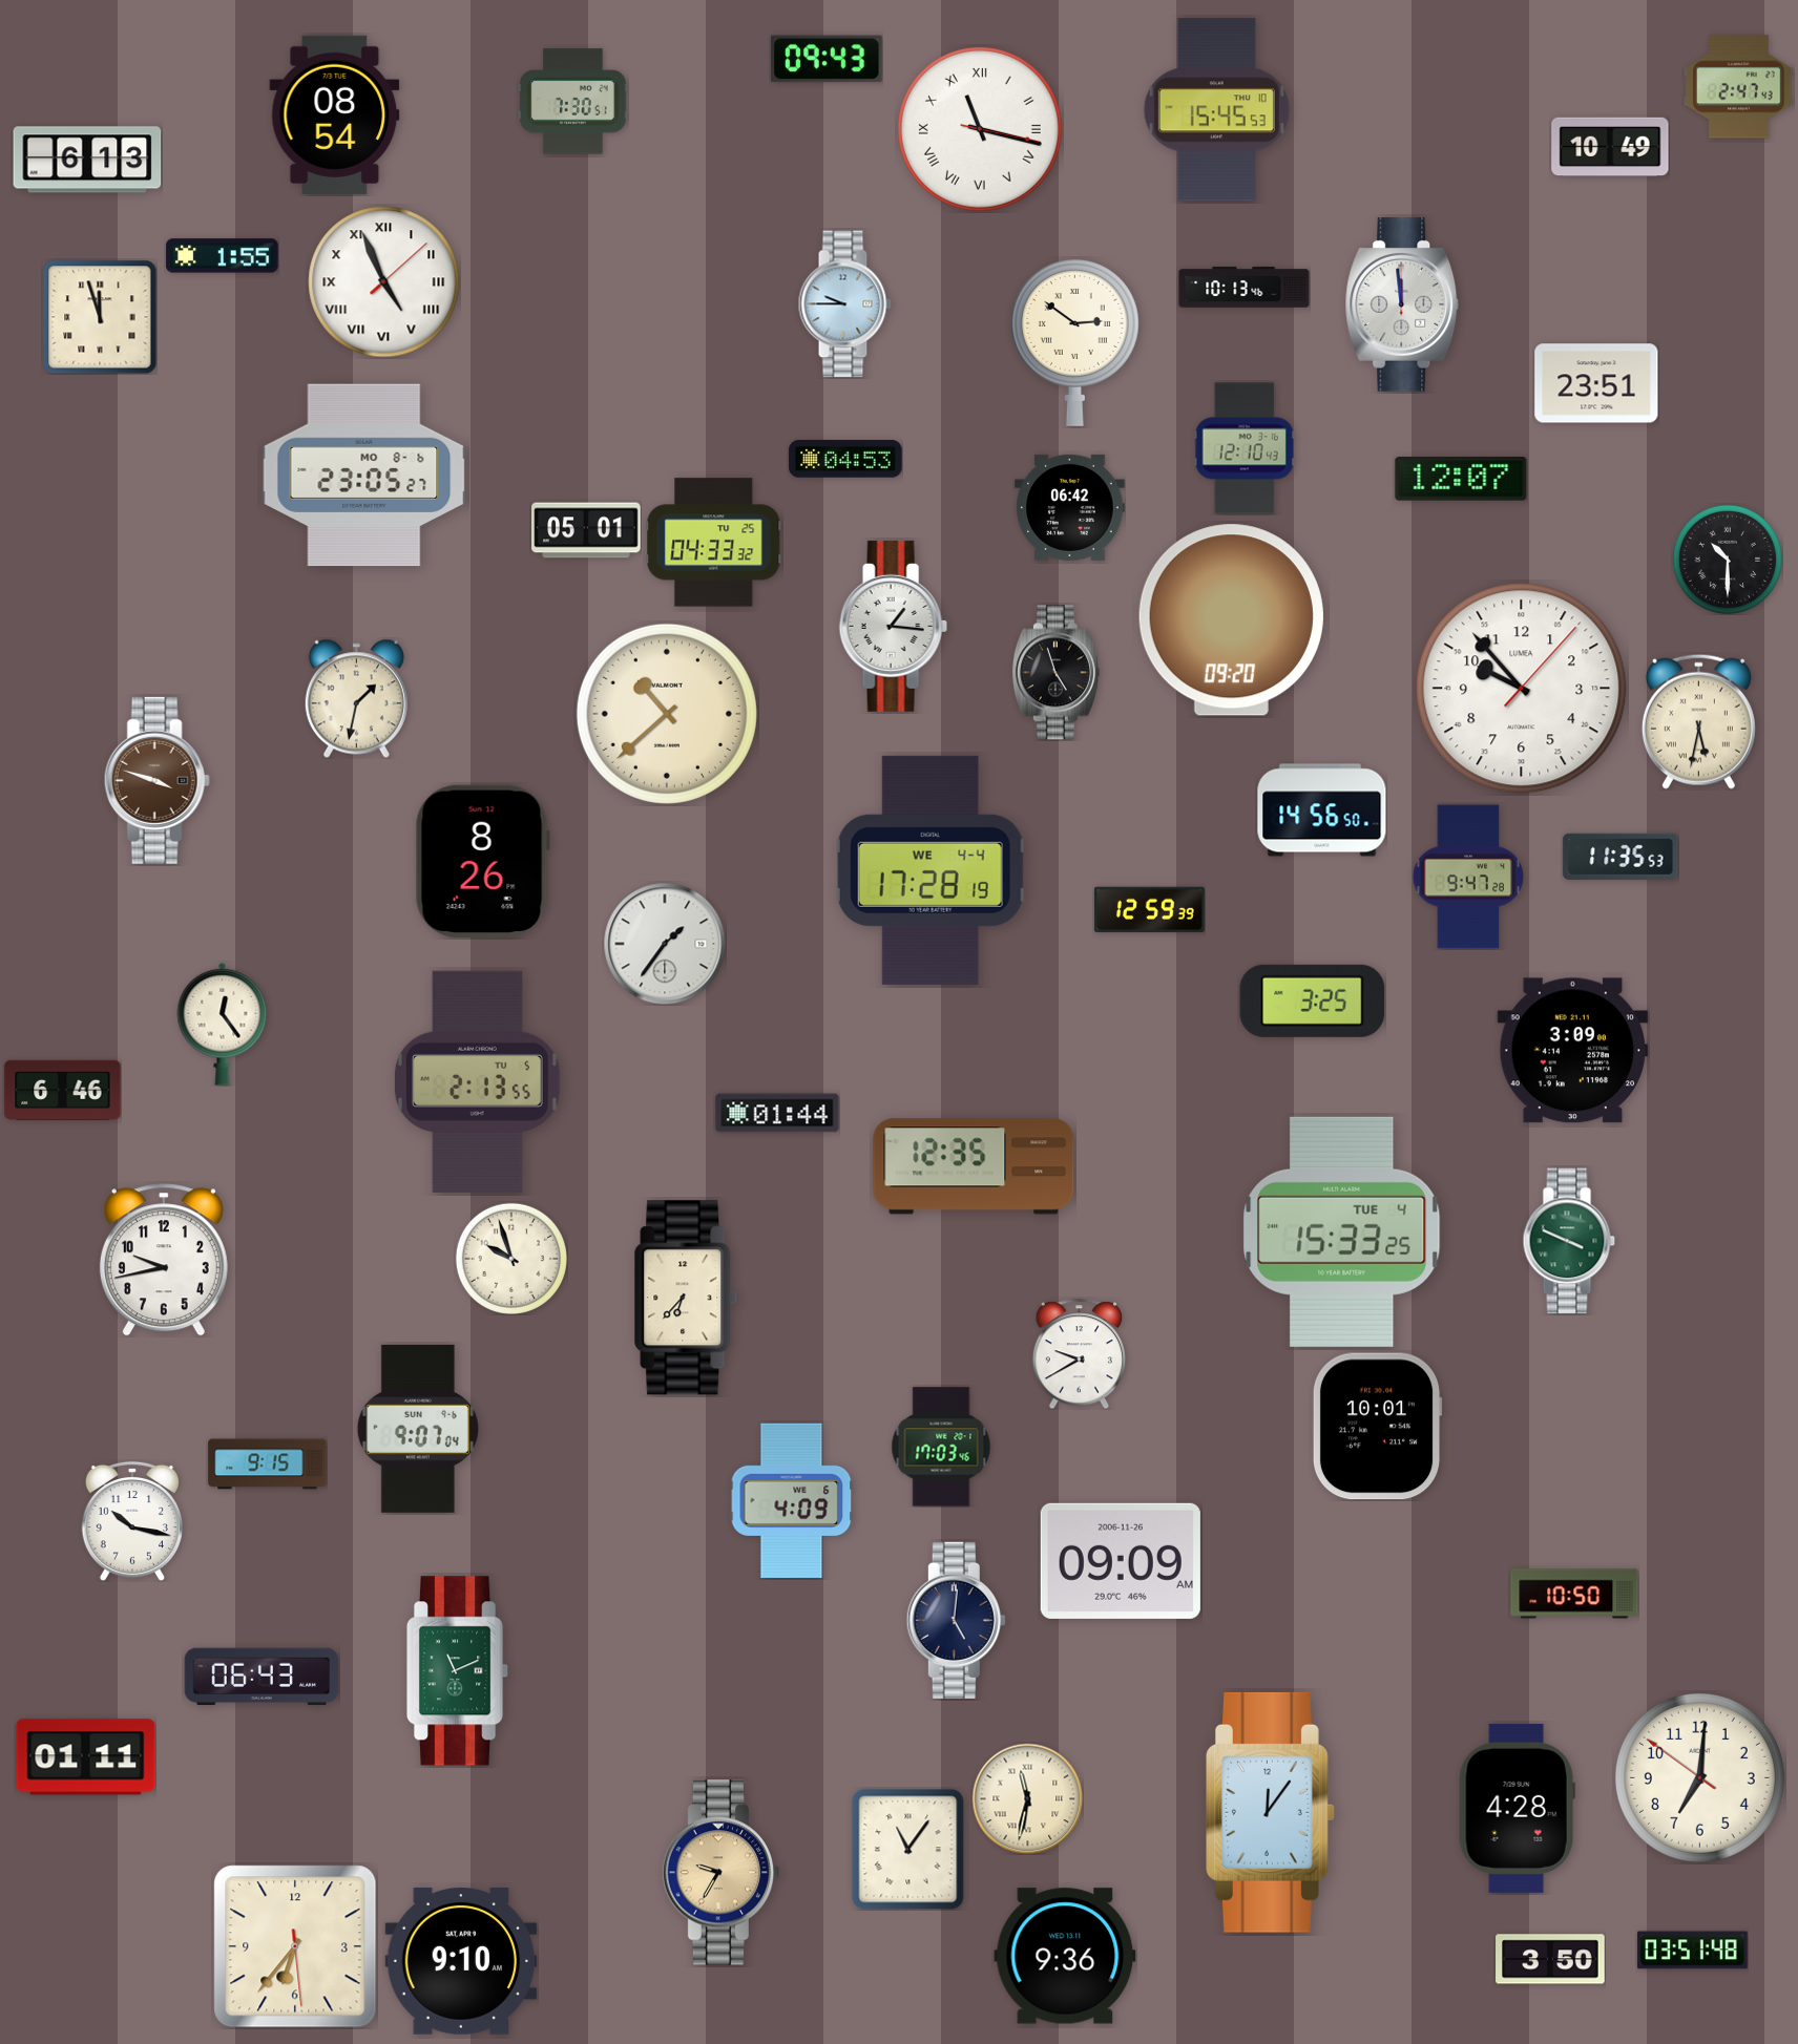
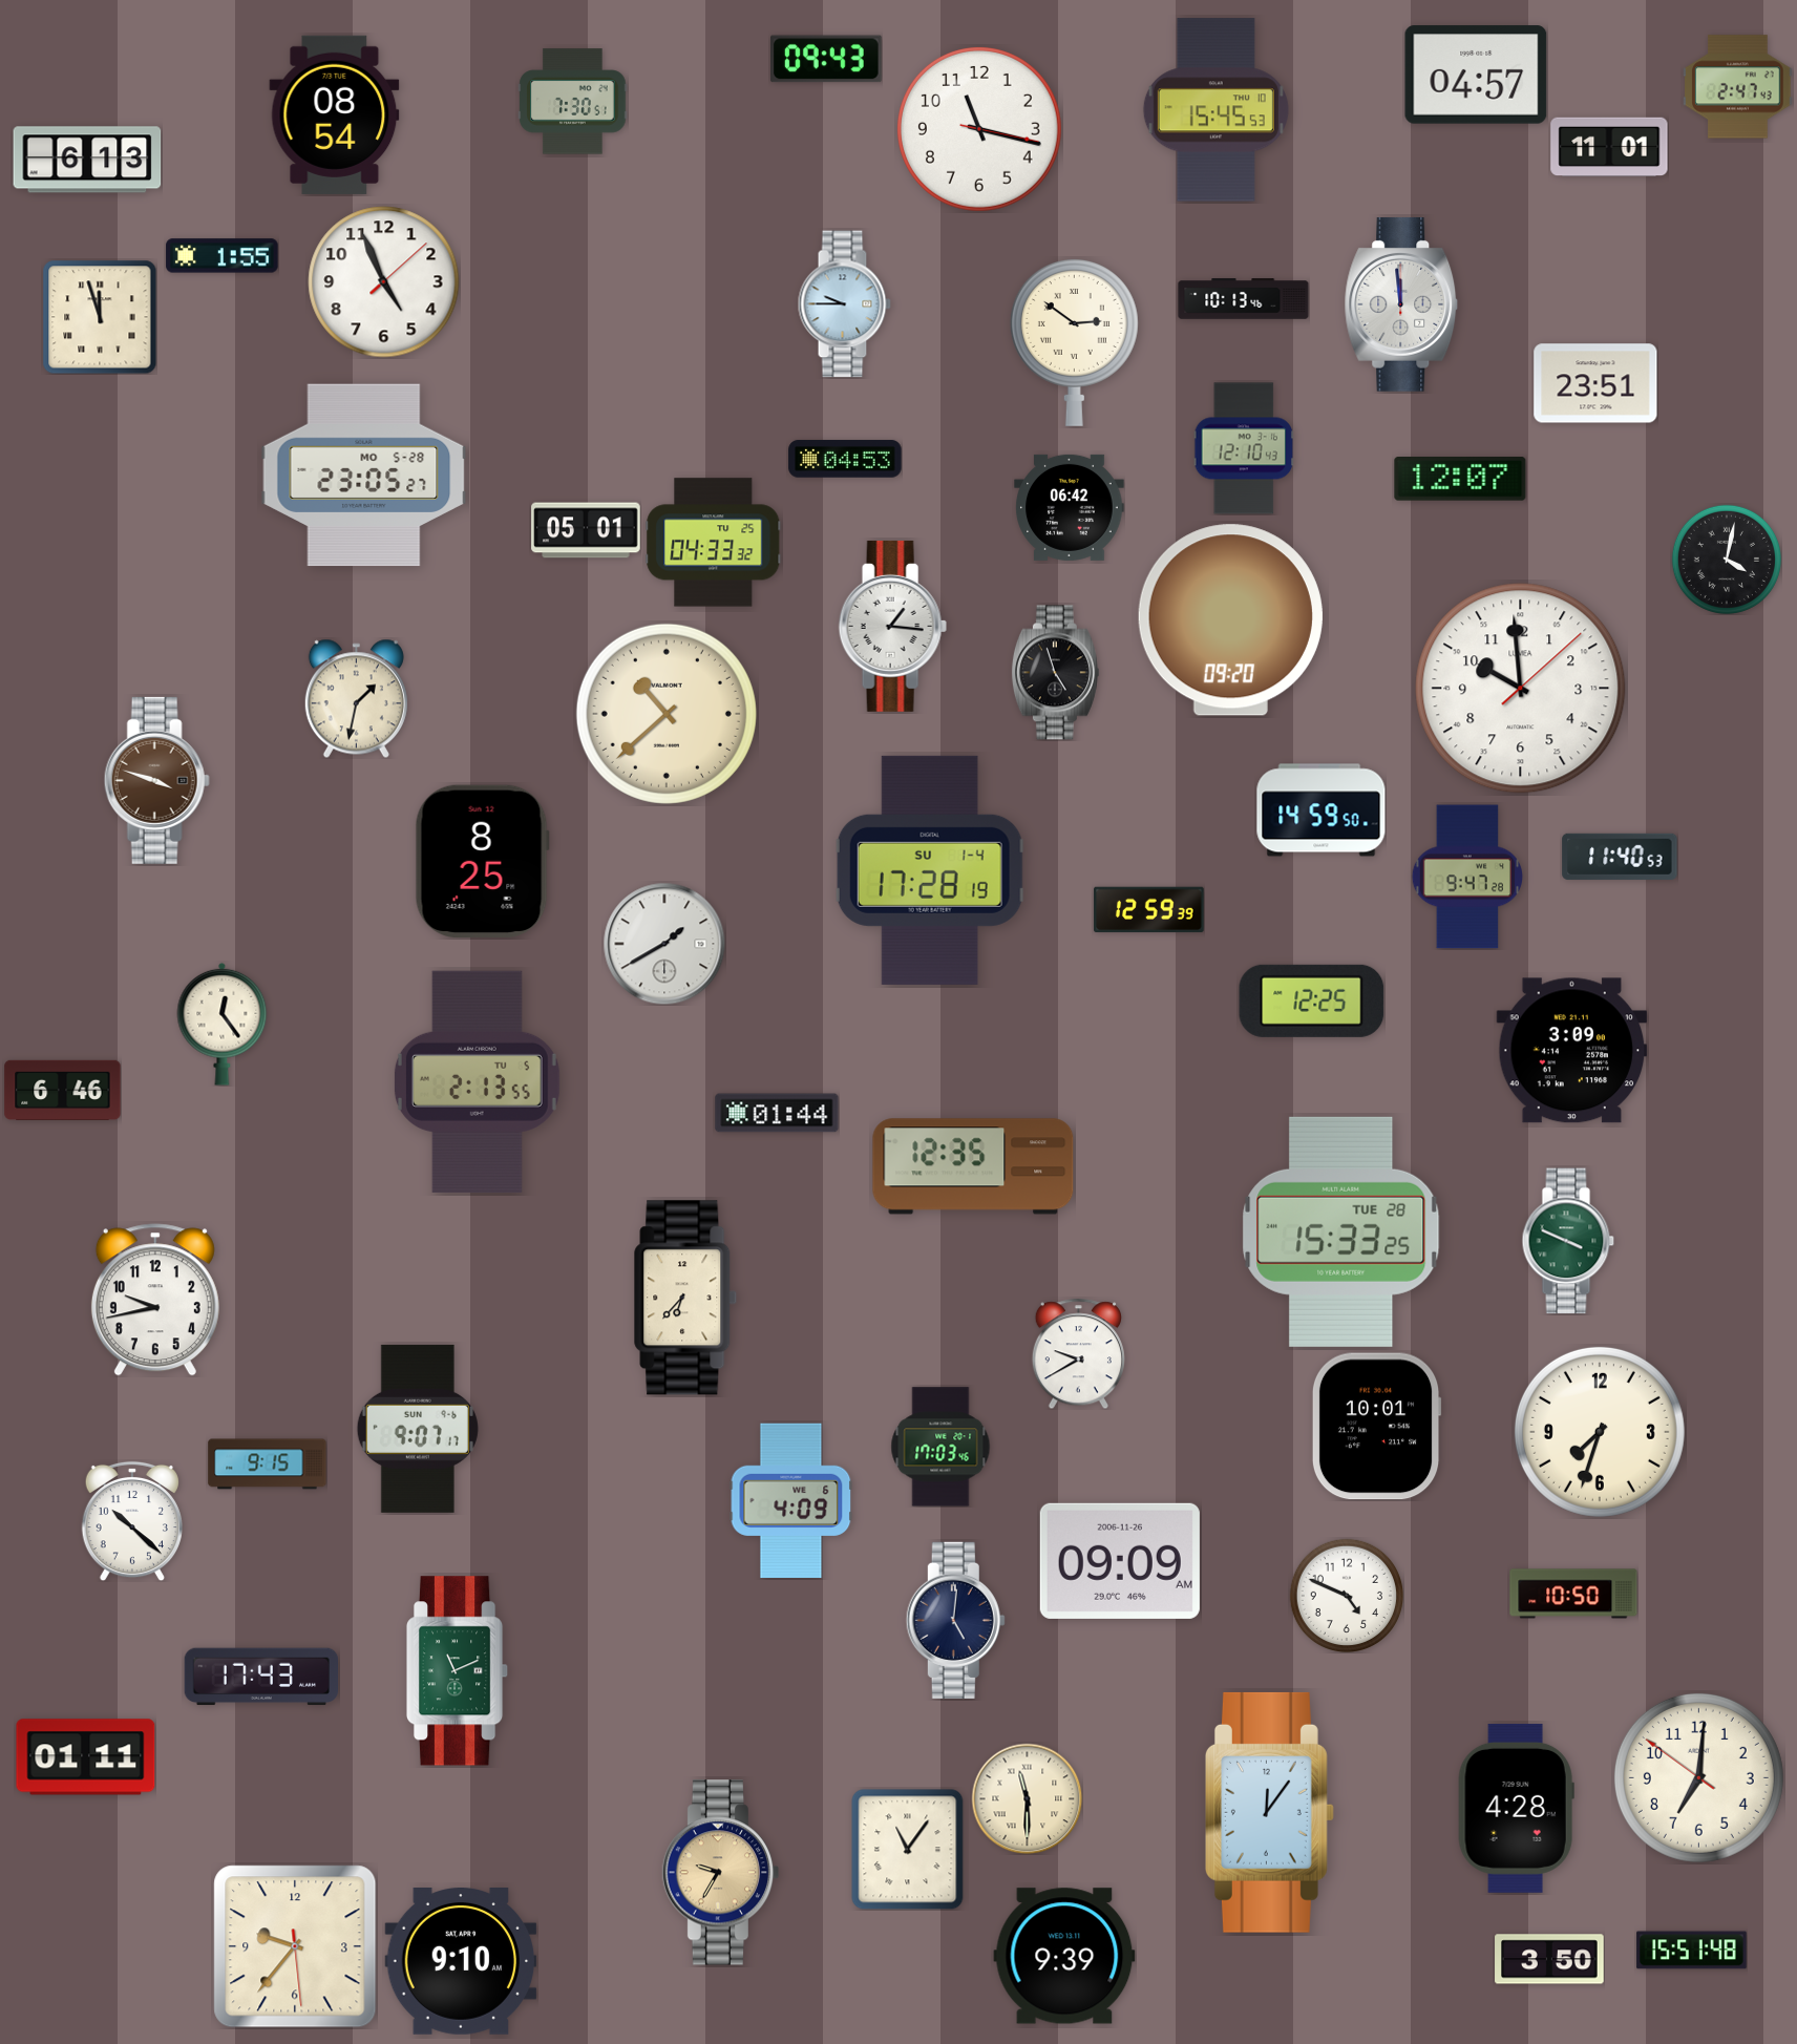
clock at (1476, 75): none -> 04:57
clock at (980, 129) numerals: Roman -> Arabic
clock at (1610, 147): 10:49 -> 11:01
clock at (384, 282) numerals: Roman -> Arabic
clock at (1245, 288) position: (1245, 288) -> (1244, 299)
clock at (364, 476) date: MO 8-6 -> MO 5-28
clock at (1728, 560): 10:30 -> 4:02
clock at (1522, 689): 9:53 -> 9:59
clock at (1698, 721): 5:32 -> none
clock at (1322, 810): 14:56 -> 14:59
clock at (1621, 857): 11:35 -> 11:40
clock at (482, 861): 8:26 -> 8:25
clock at (931, 870) date: WE 4-4 -> SU 1-4
clock at (665, 944): 1:36 -> 1:40
clock at (1313, 1000): 3:25 -> 12:25
clock at (1342, 1231) date: TUE 4 -> TUE 28
clock at (511, 1259): 9:57 -> none
clock at (164, 1260) position: (164, 1260) -> (155, 1300)
clock at (418, 1429): 9:07:04 -> 9:07:17
clock at (1600, 1432): none -> 7:33
clock at (131, 1521): 10:17 -> 10:22
clock at (1346, 1595): none -> 4:49
clock at (262, 1677): 06:43 -> 17:43
clock at (1027, 1798): 11:32 -> 11:30
clock at (295, 1946): 6:36 -> 9:36
clock at (1693, 1951): 03:51 -> 15:51
clock at (1065, 1956): 9:36 -> 9:39
